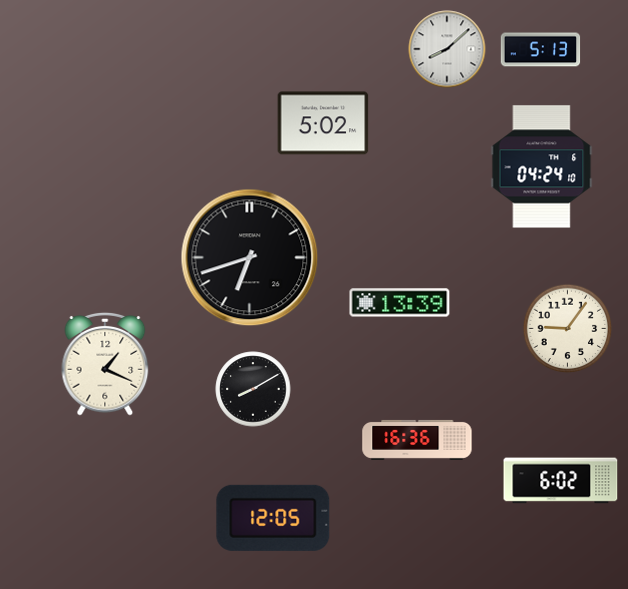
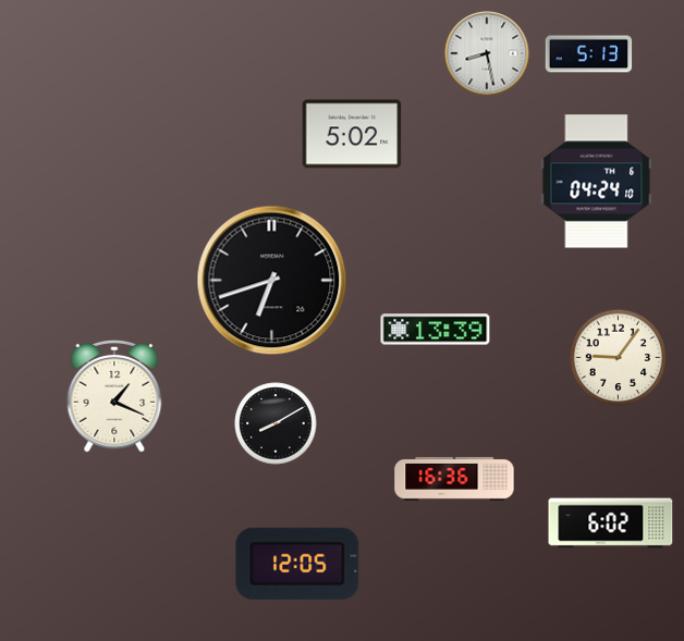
clock at (447, 49): 8:08 -> 8:28
clock at (542, 167) position: (542, 167) -> (597, 182)
